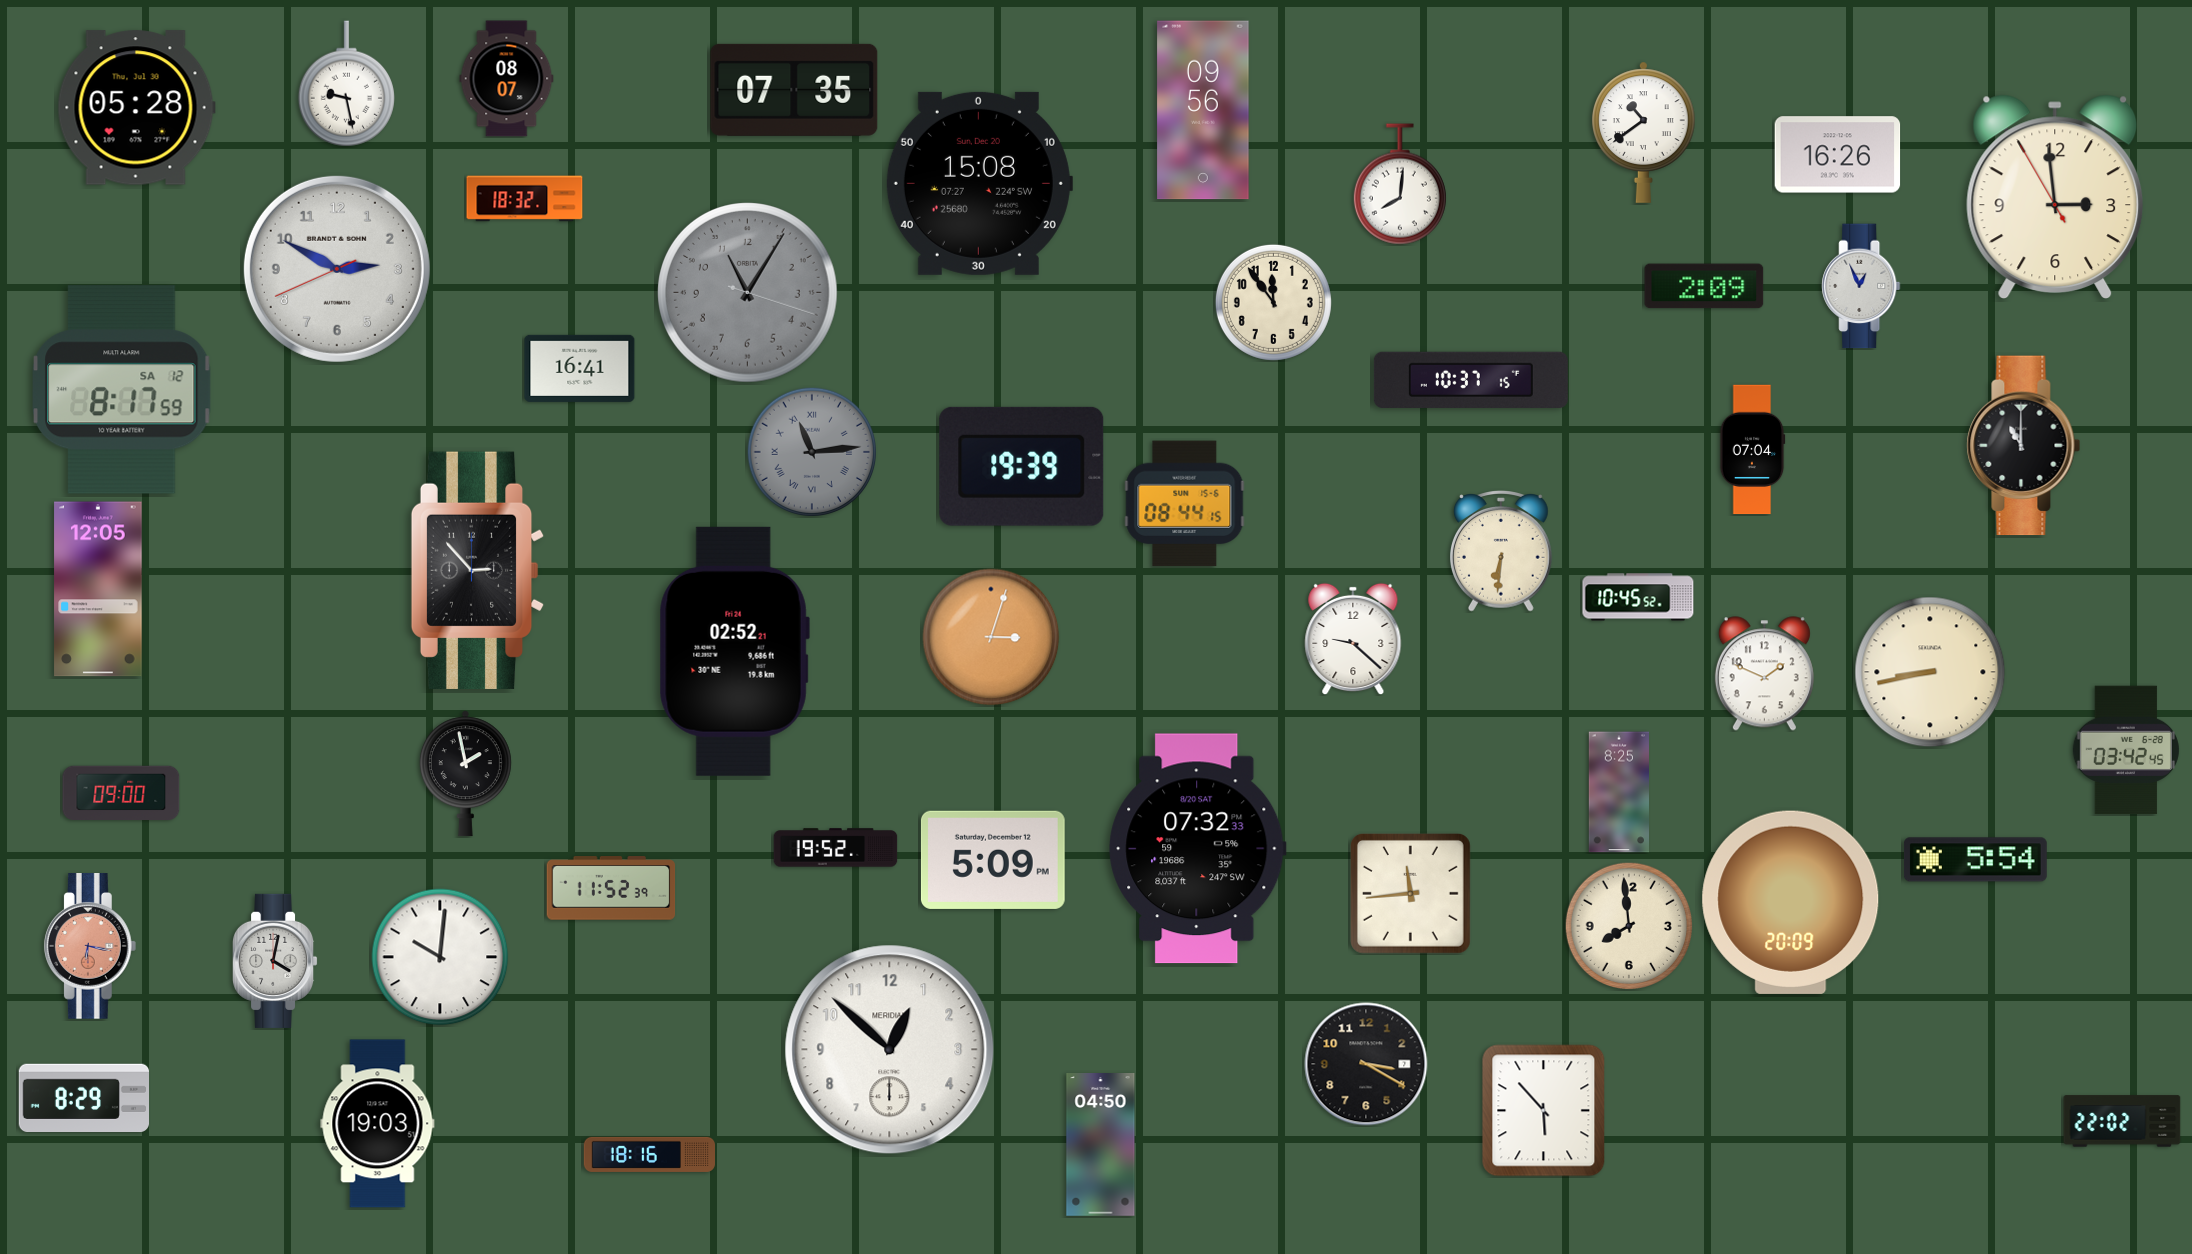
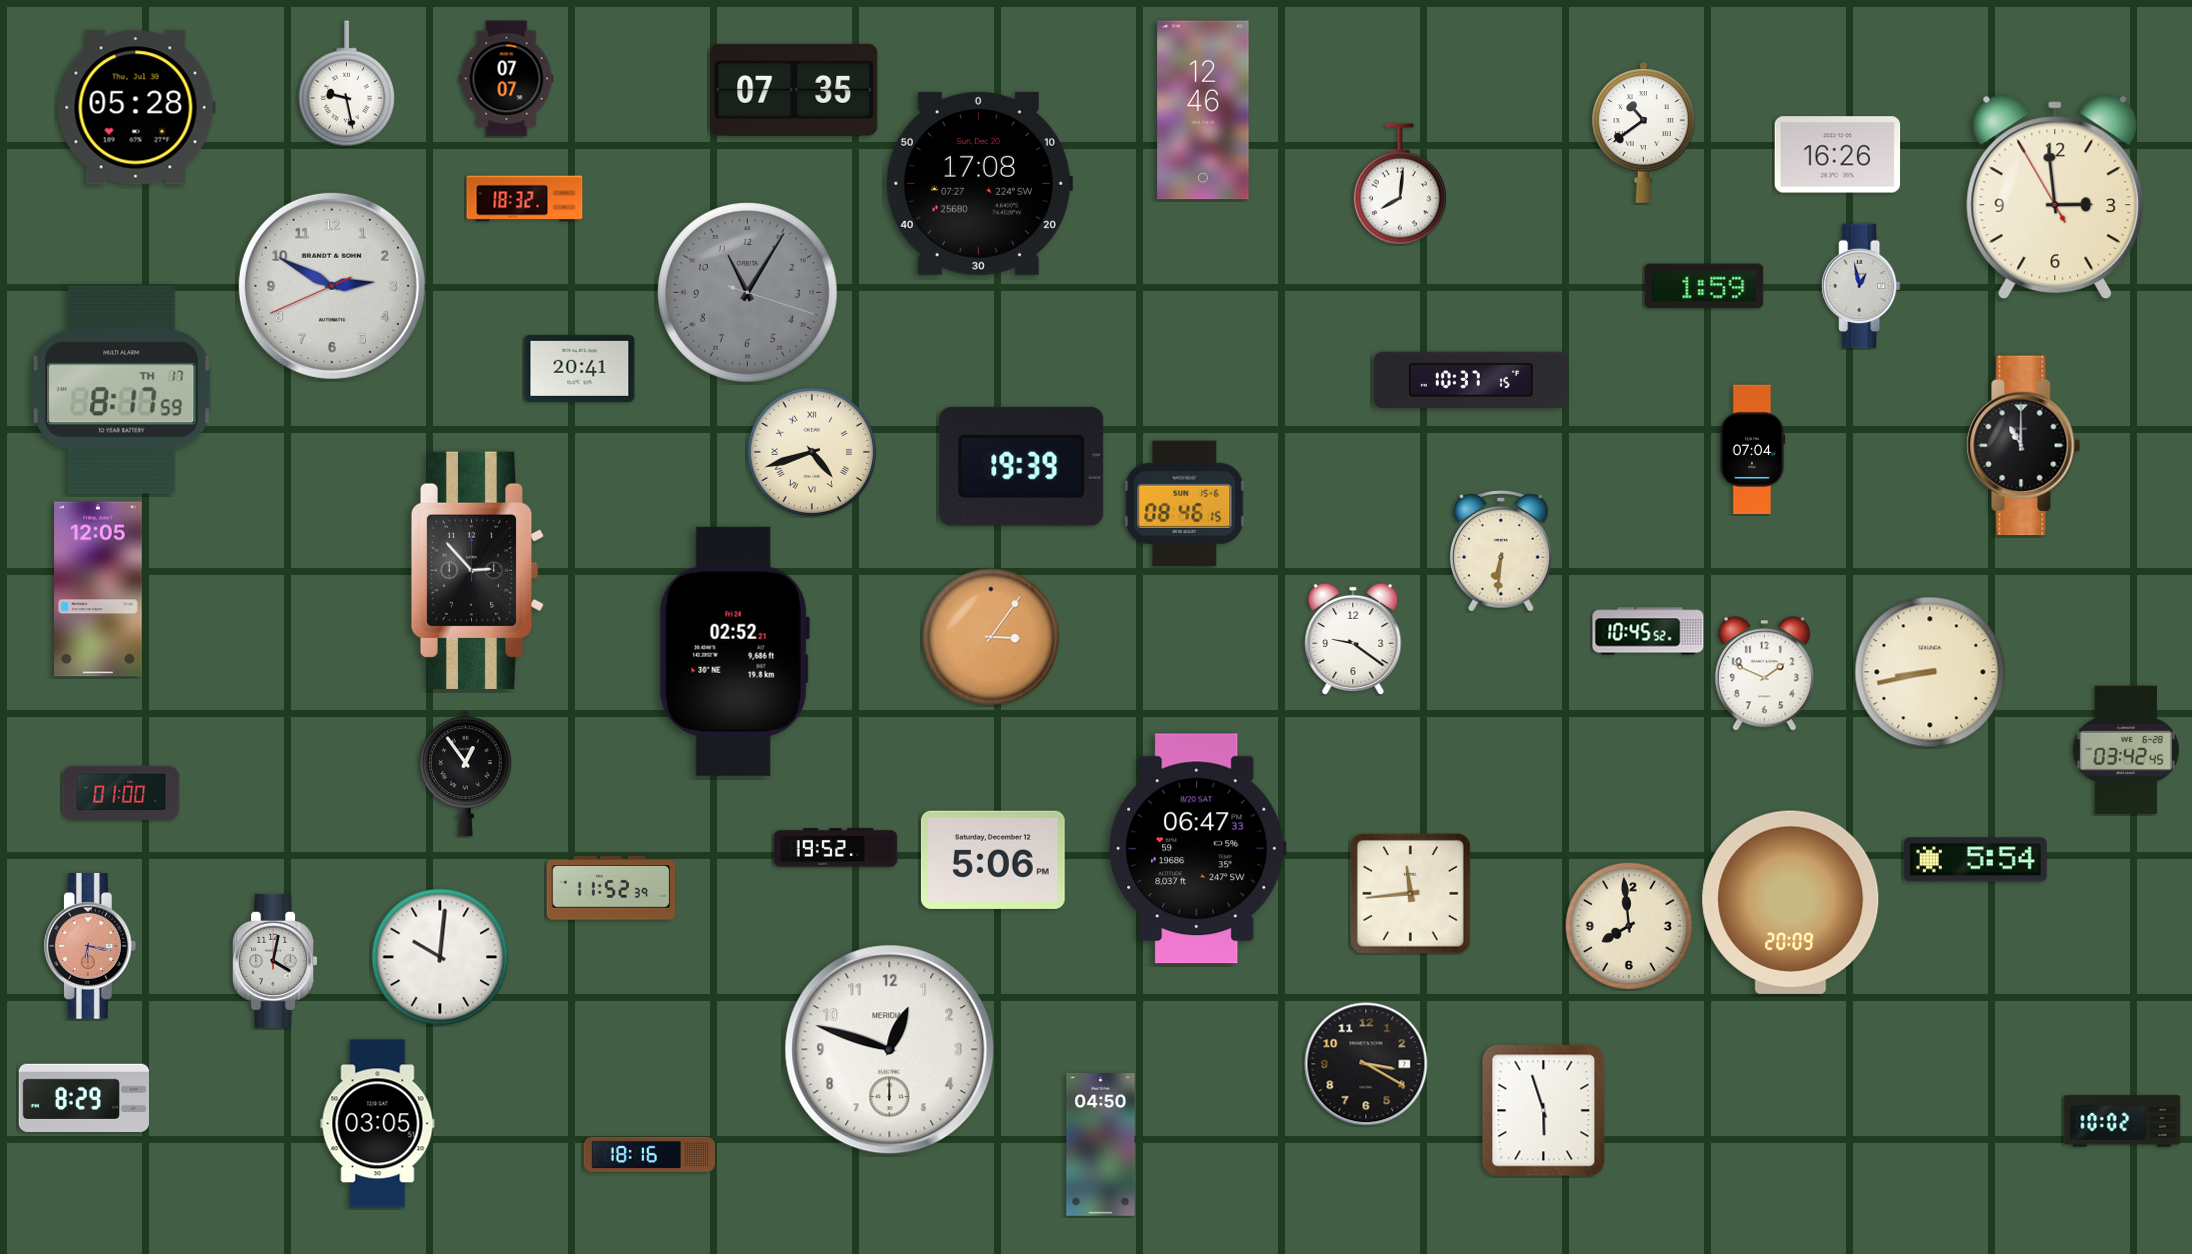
clock at (507, 79): 08:07 -> 07:07
clock at (1203, 110): 09:56 -> 12:46
clock at (979, 183): 15:08 -> 17:08
clock at (337, 269) position: (337, 269) -> (332, 286)
clock at (1704, 286): 2:09 -> 1:59
clock at (1861, 286): 12:56 -> 12:58
clock at (1273, 302): 11:54 -> none
clock at (580, 368): 16:41 -> 20:41
clock at (122, 390) date: SA 12 -> TH 17
clock at (811, 451): 11:14 -> 4:42
clock at (811, 451) dial: grey -> cream
clock at (1185, 504): 08:44 -> 08:46
clock at (1638, 597) position: (1638, 597) -> (1648, 631)
clock at (991, 637): 3:03 -> 3:06
clock at (1353, 639): 9:22 -> 9:21
clock at (465, 774): 1:58 -> 12:54
clock at (1618, 792): 8:25 -> none
clock at (121, 793): 09:00 -> 01:00
clock at (1198, 849): 07:32 -> 06:47
clock at (993, 860): 5:09 -> 5:06
clock at (890, 1050): 12:52 -> 12:48
clock at (1544, 1111): 5:53 -> 5:57
clock at (2122, 1121): 22:02 -> 10:02
clock at (378, 1124): 19:03 -> 03:05
